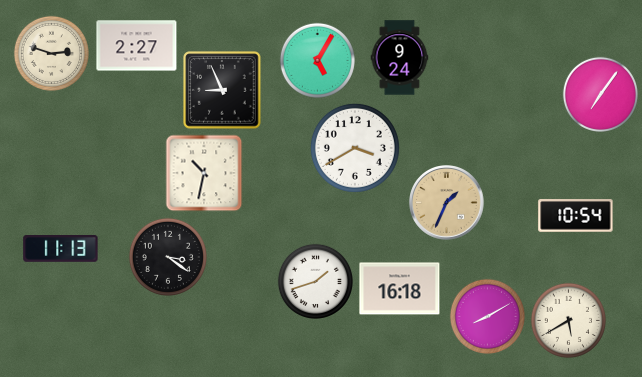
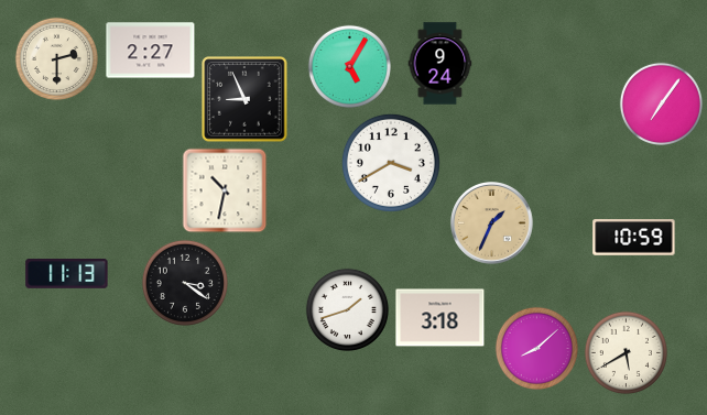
clock at (51, 53): 2:48 -> 2:30
clock at (576, 216): 10:54 -> 10:59
clock at (400, 289): 16:18 -> 3:18
clock at (487, 316): 8:10 -> 8:08
